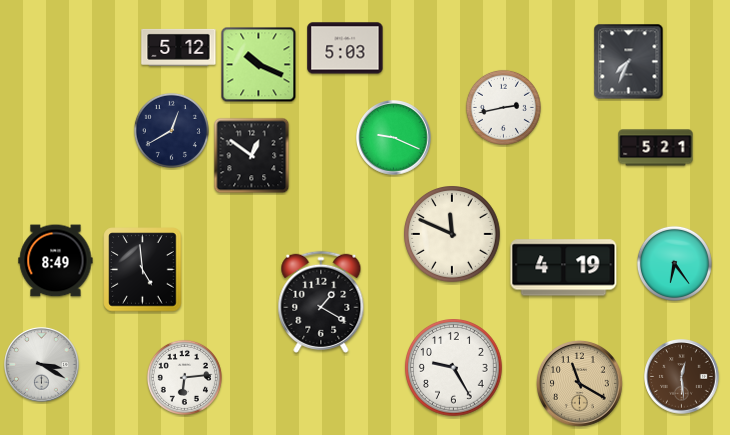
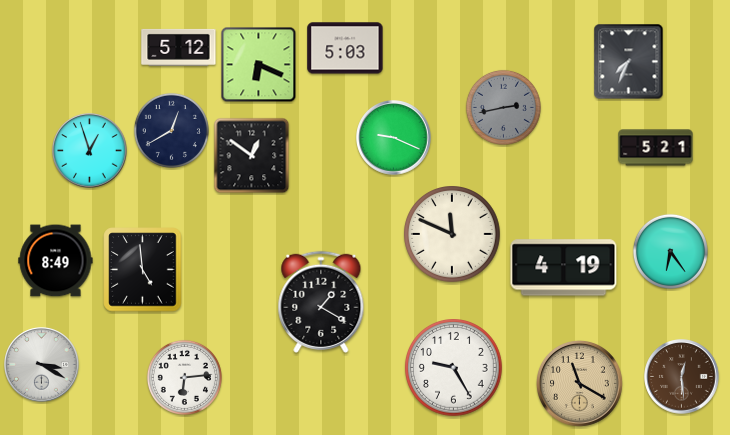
clock at (259, 65): 10:19 -> 6:19
clock at (503, 107) dial: white -> grey
clock at (90, 151): none -> 12:57
clock at (674, 263) position: (674, 263) -> (670, 251)
